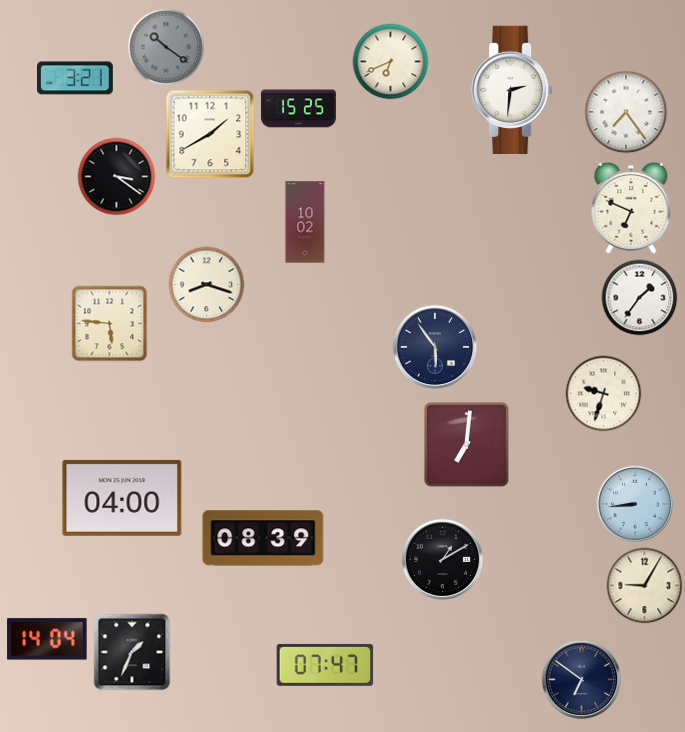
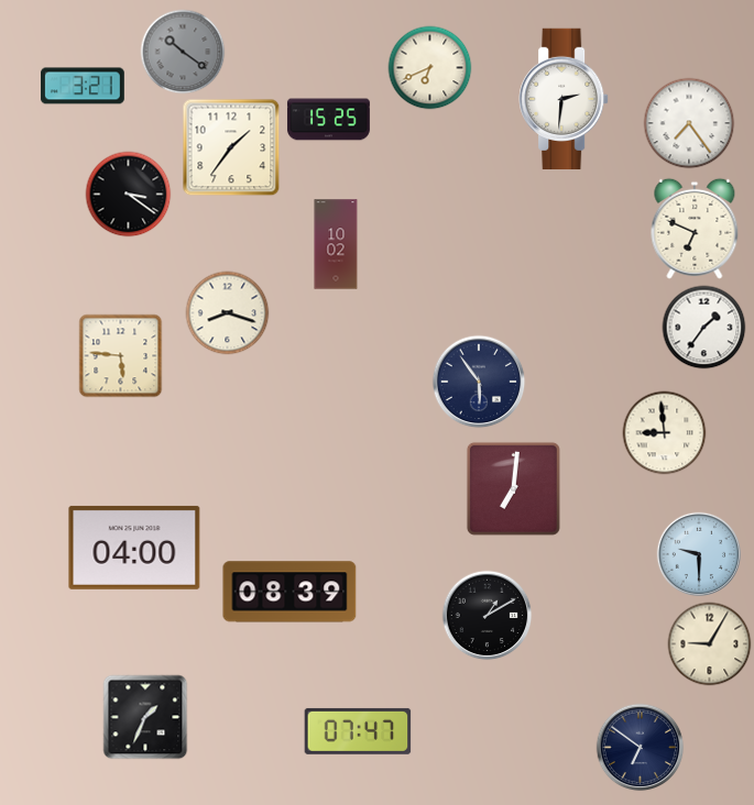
clock at (210, 134): 1:40 -> 1:36
clock at (604, 394): 9:33 -> 8:59
clock at (635, 504): 8:44 -> 9:30
clock at (47, 639): 14:04 -> none
